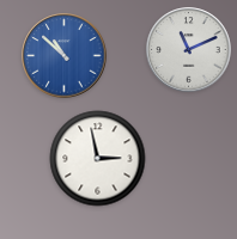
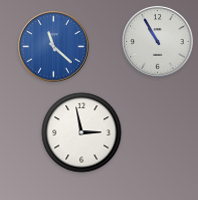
clock at (189, 50): 11:11 -> 10:55
clock at (65, 56): 10:52 -> 11:22
